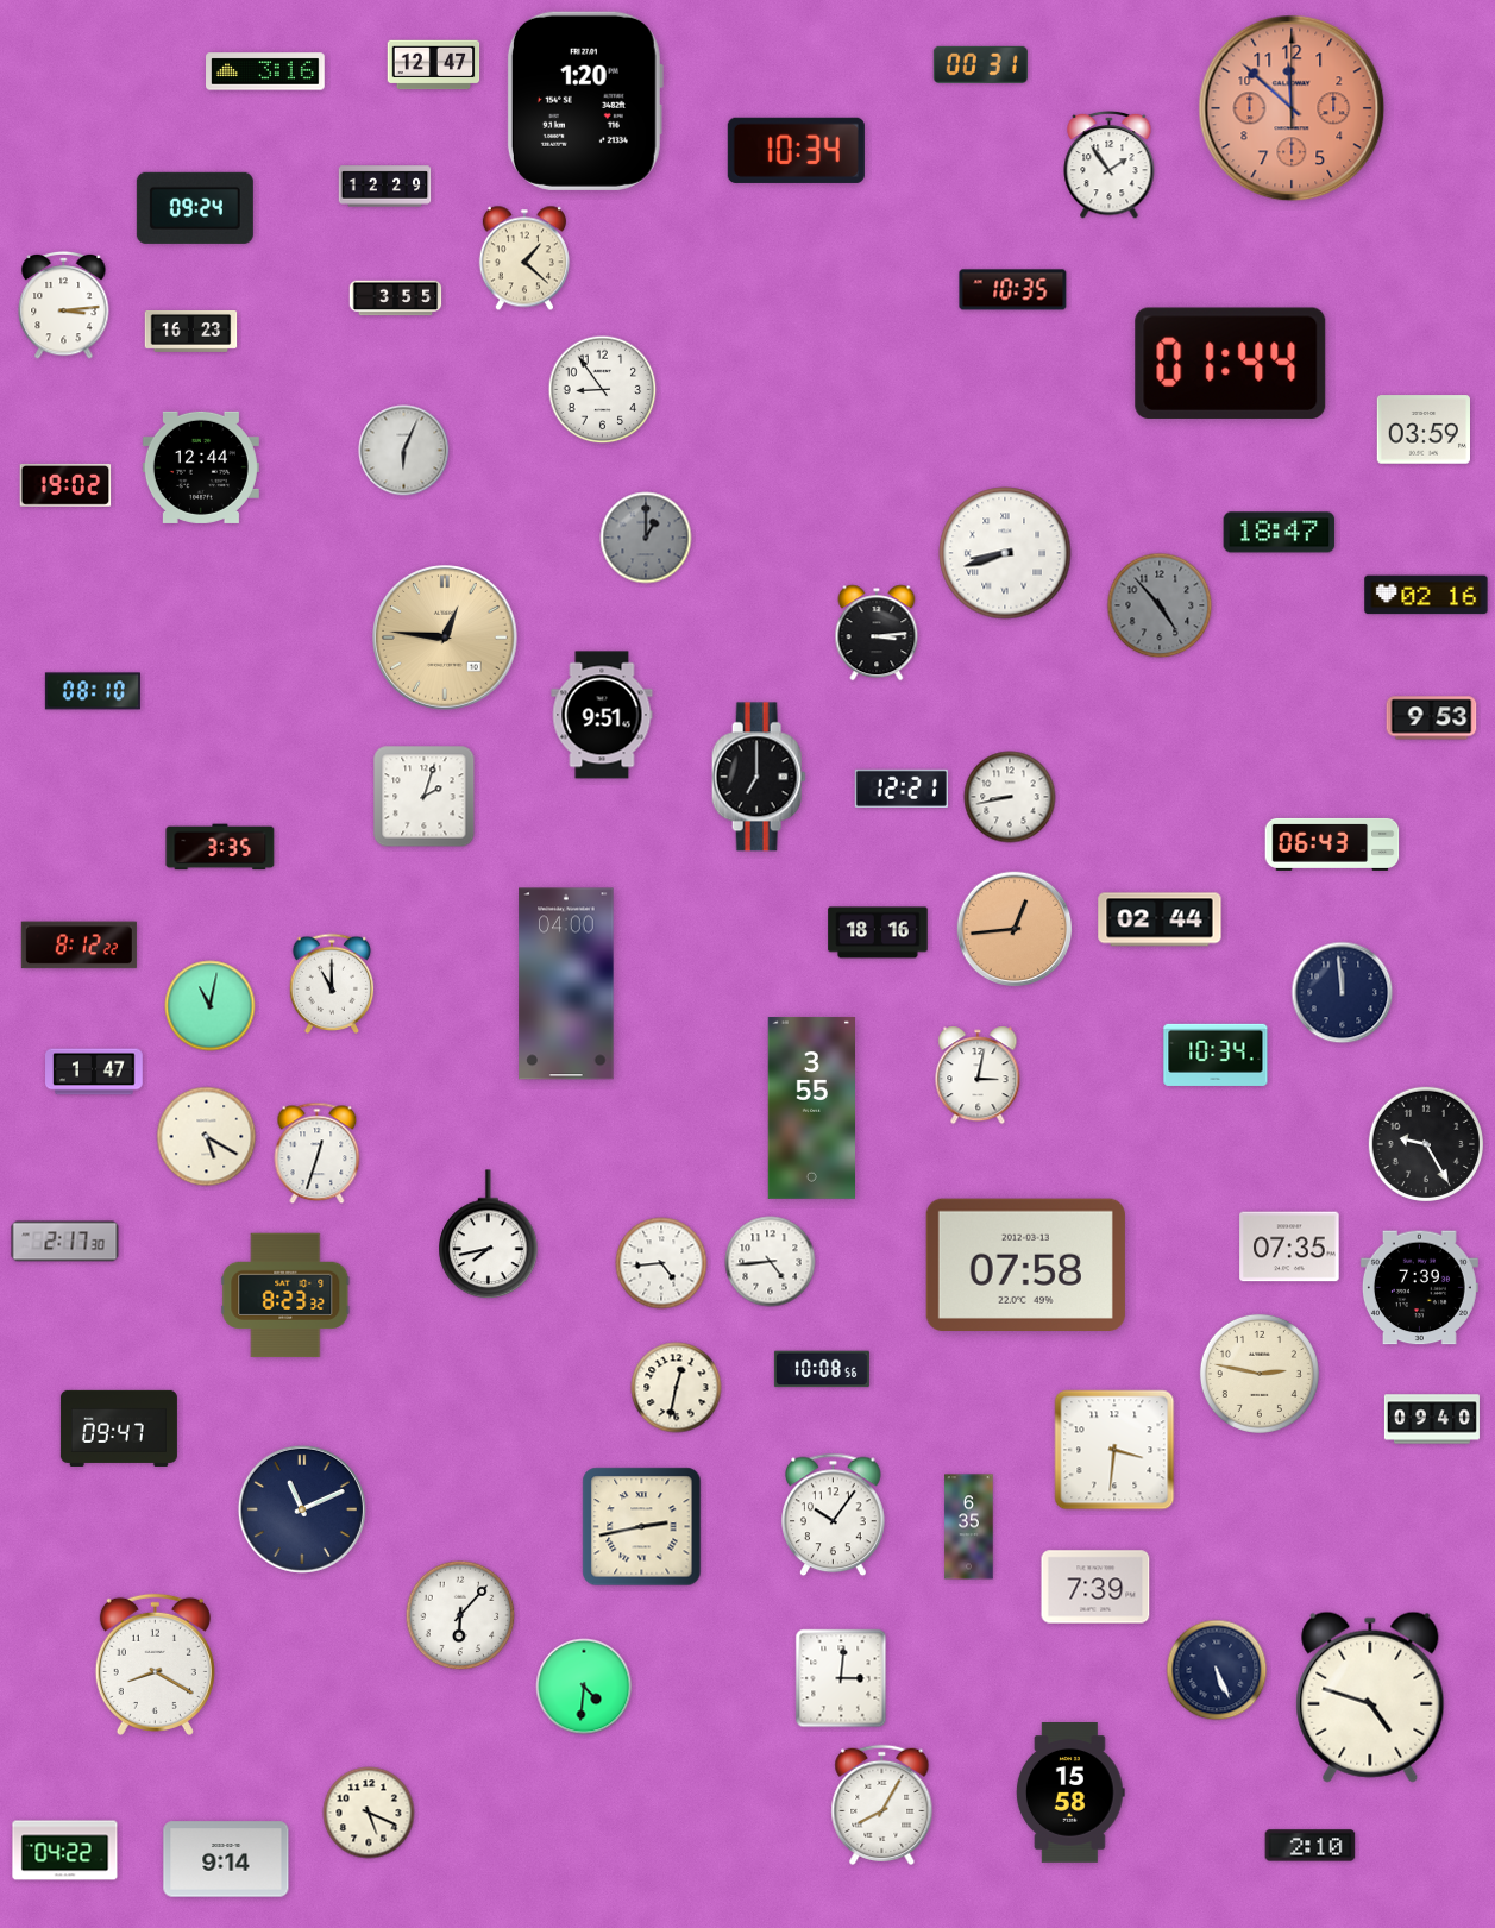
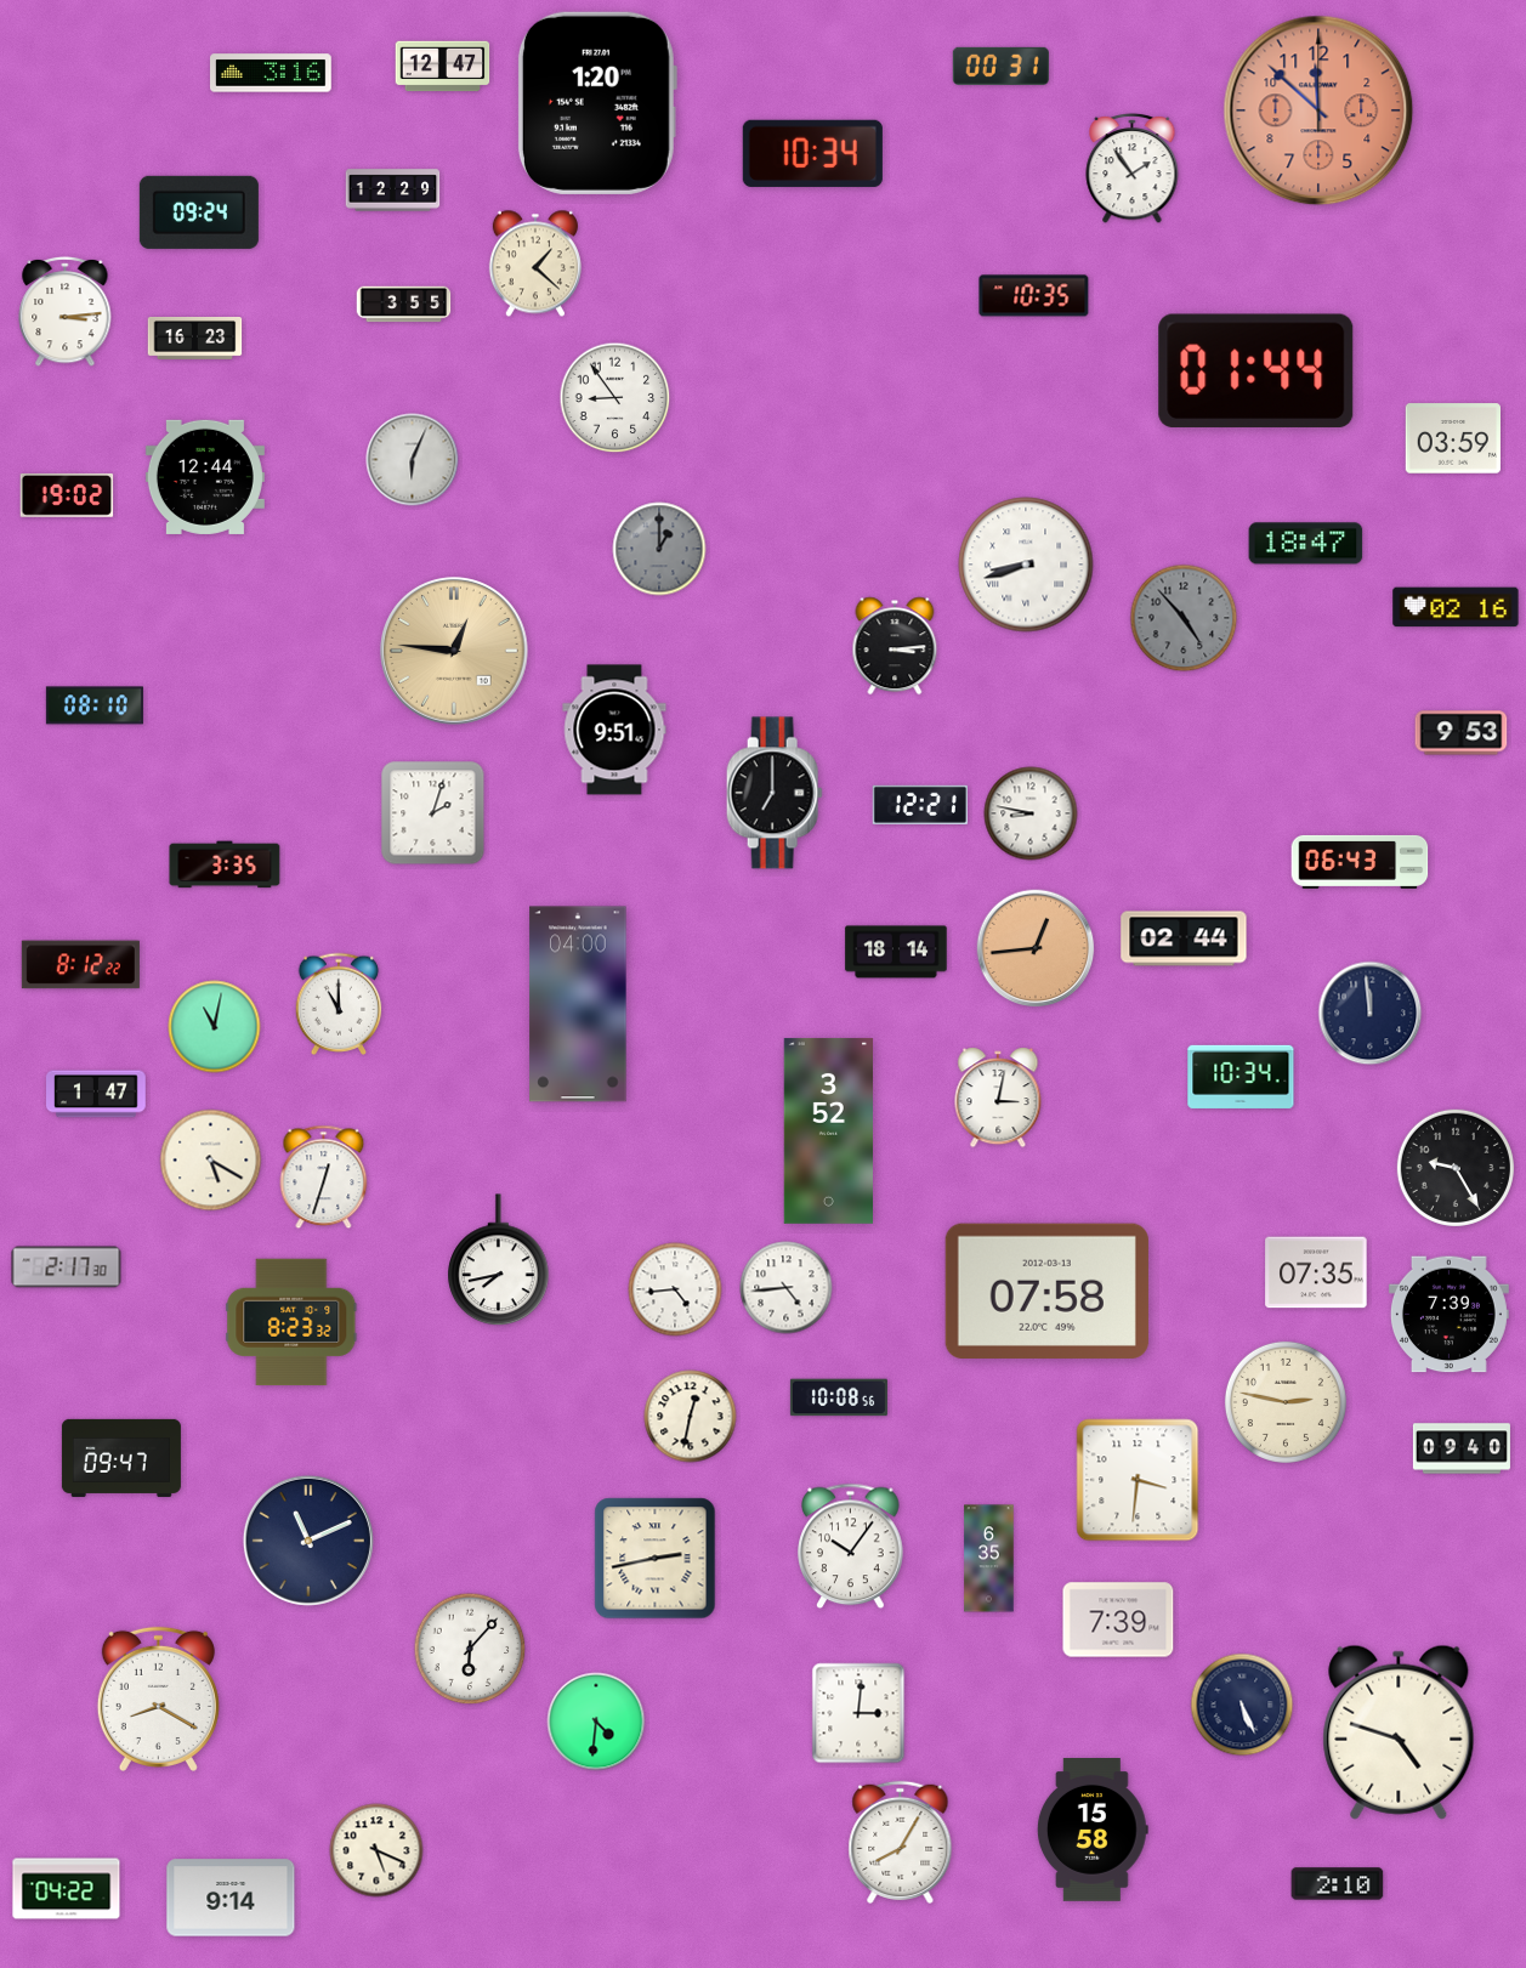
clock at (1010, 797): 8:43 -> 8:47
clock at (878, 932): 18:16 -> 18:14
clock at (811, 1107): 3:55 -> 3:52
